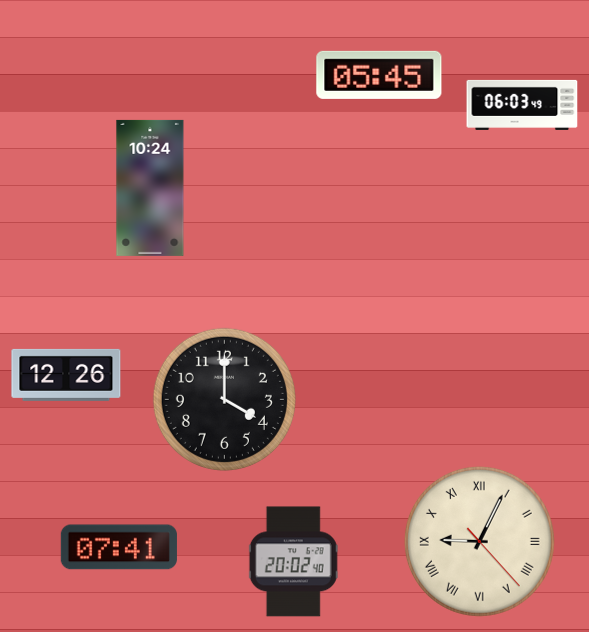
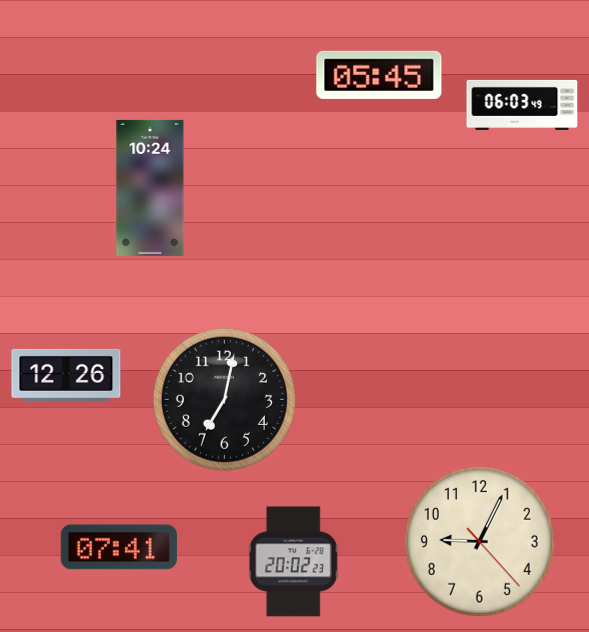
clock at (224, 399): 4:00 -> 7:02
clock at (479, 541) numerals: Roman -> Arabic
clock at (293, 562): 20:02:40 -> 20:02:23
